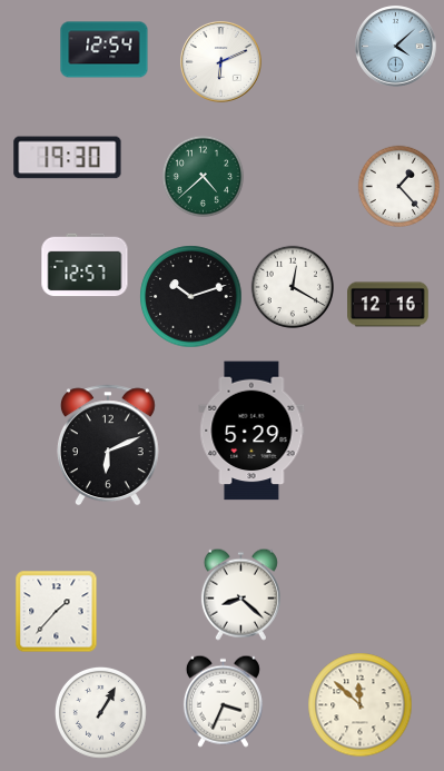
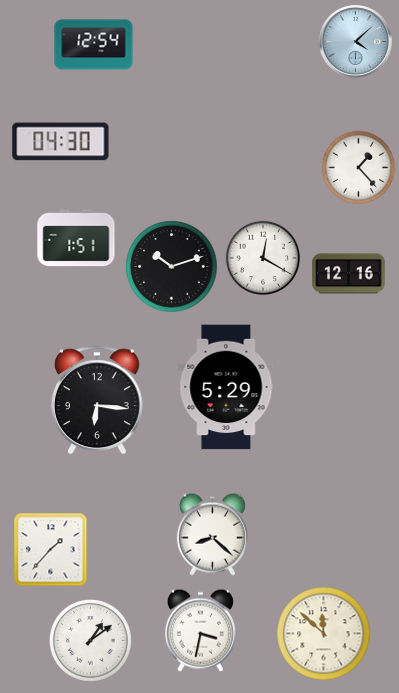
clock at (221, 62): 6:11 -> none
clock at (68, 158): 19:30 -> 04:30
clock at (204, 177): 4:38 -> none
clock at (85, 265): 12:57 -> 1:51
clock at (108, 445): 6:11 -> 6:16
clock at (240, 594) position: (240, 594) -> (212, 534)
clock at (223, 701): 3:34 -> 3:32
clock at (100, 712): 1:05 -> 1:09
